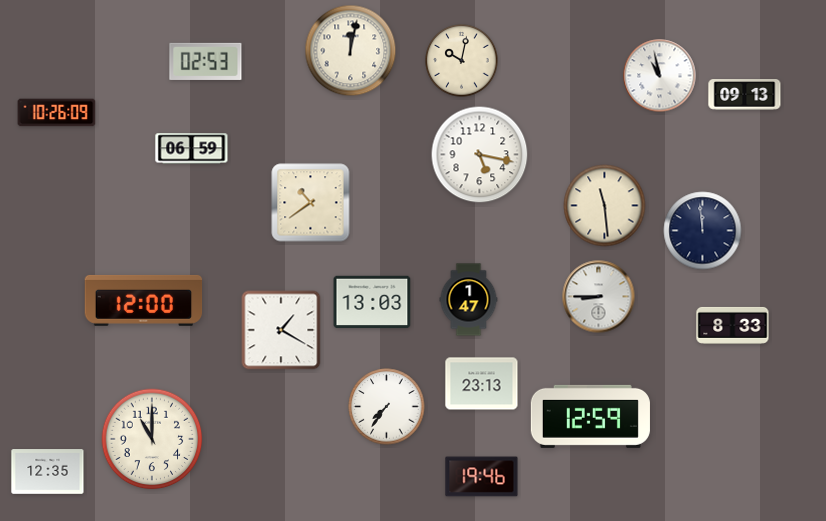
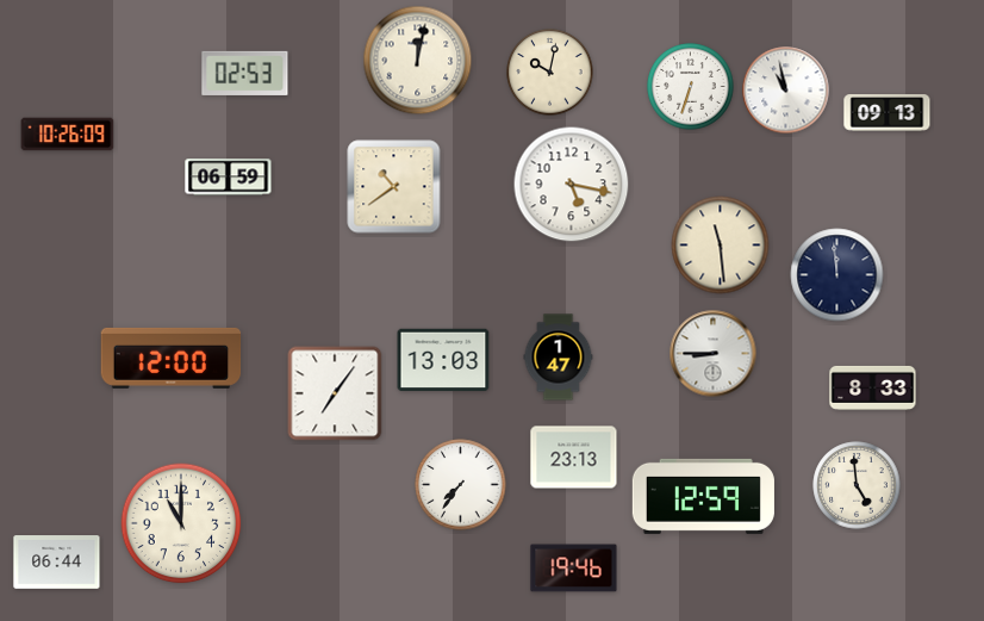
clock at (691, 87): none -> 6:33
clock at (311, 203) position: (311, 203) -> (394, 187)
clock at (281, 330): 1:20 -> 7:06
clock at (857, 485): none -> 4:59
clock at (48, 472): 12:35 -> 06:44
